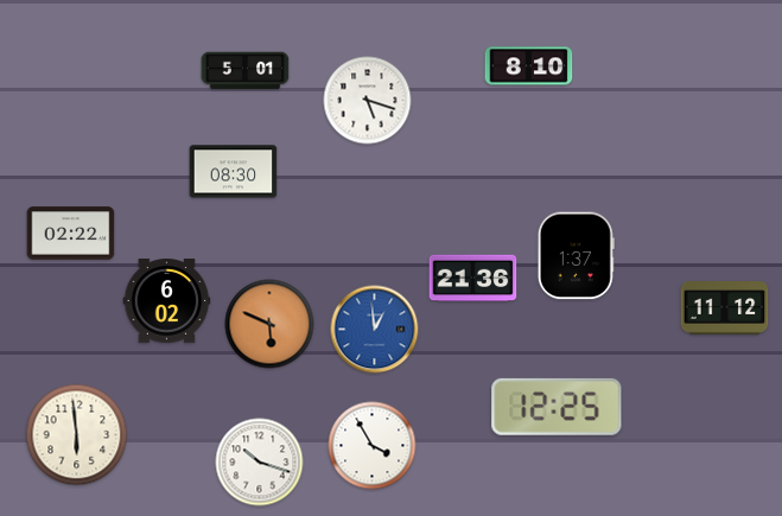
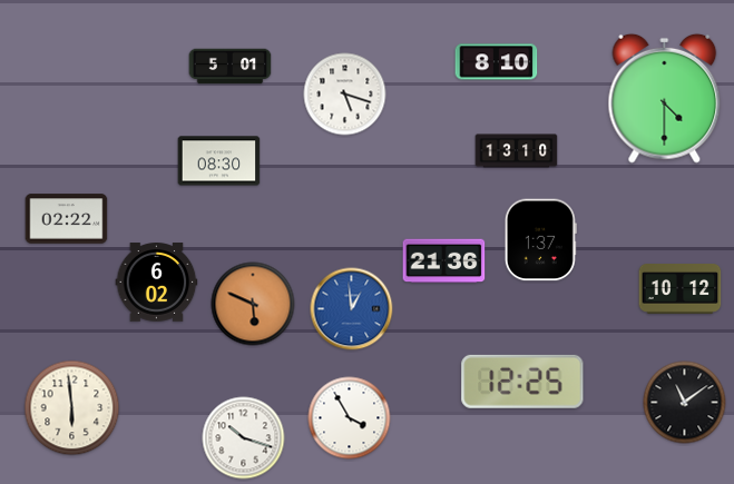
clock at (665, 98): none -> 4:30
clock at (517, 151): none -> 13:10
clock at (725, 308): 11:12 -> 10:12
clock at (685, 403): none -> 11:09
clock at (260, 463) position: (260, 463) -> (244, 438)
